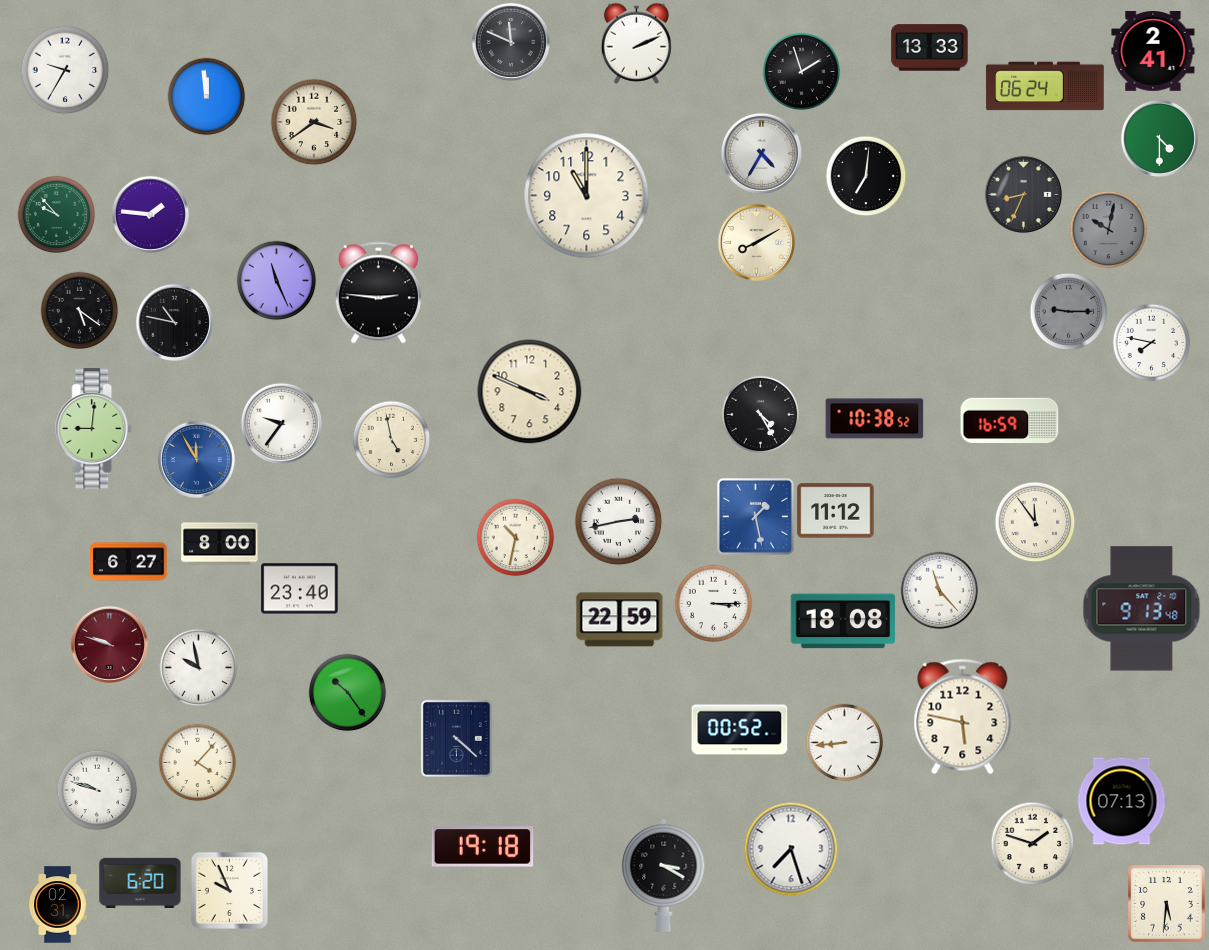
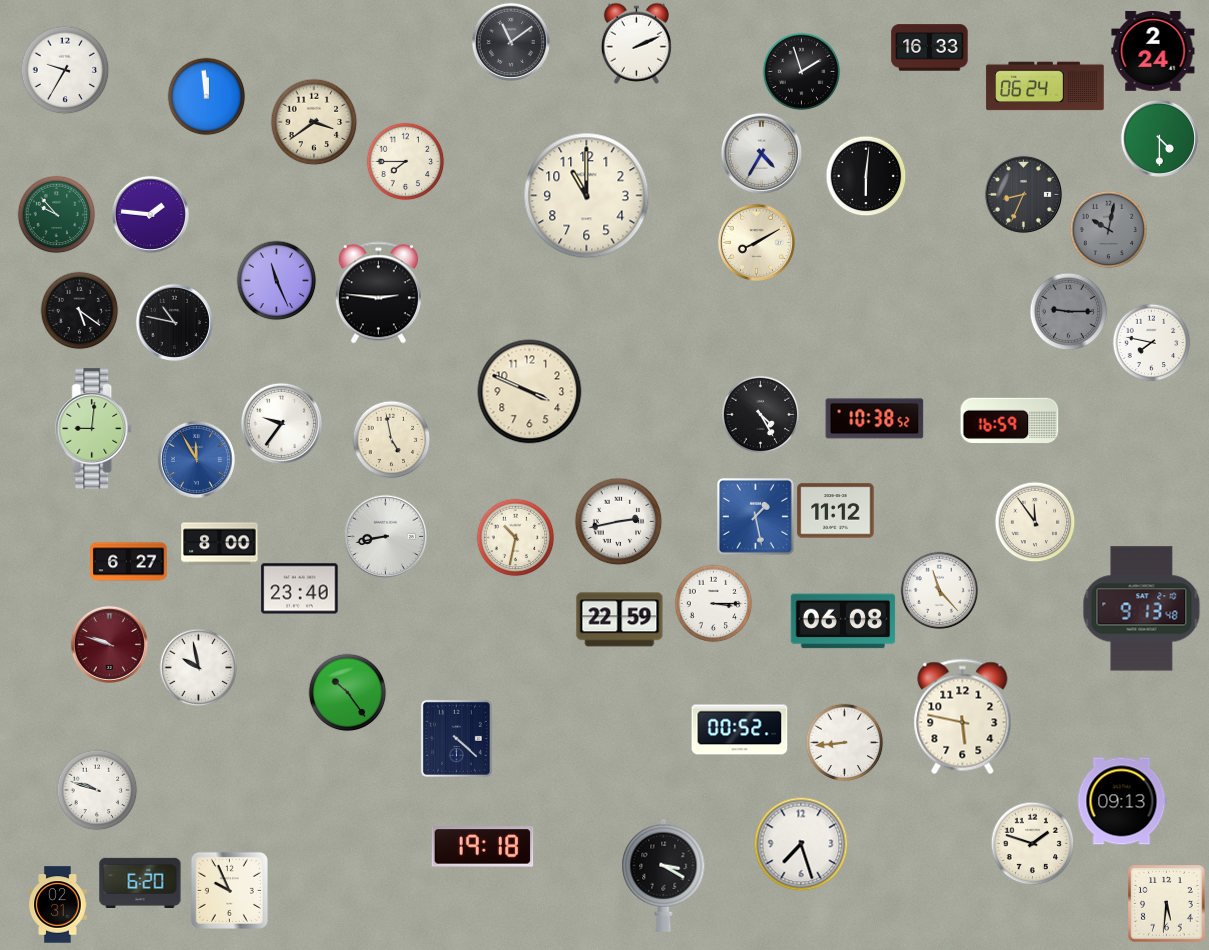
clock at (511, 42): 11:49 -> 11:09
clock at (930, 48): 13:33 -> 16:33
clock at (1153, 52): 2:41 -> 2:24
clock at (405, 161): none -> 7:45
clock at (866, 176): 7:01 -> 6:01
clock at (385, 536): none -> 8:43
clock at (843, 621): 18:08 -> 06:08
clock at (197, 762): 4:07 -> none
clock at (1122, 801): 07:13 -> 09:13
clock at (791, 849) position: (791, 849) -> (801, 844)
